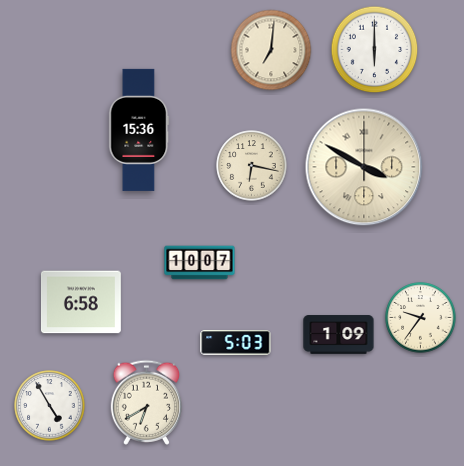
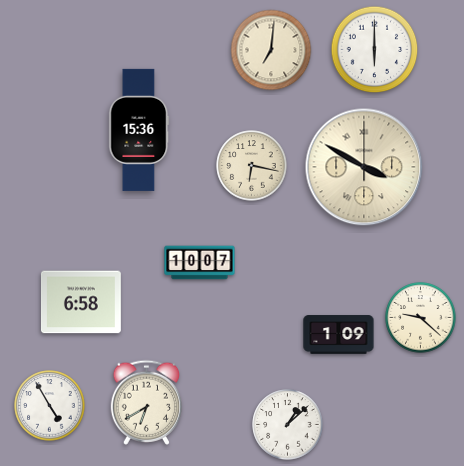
clock at (421, 318): 9:36 -> 9:22
clock at (236, 343): 5:03 -> none
clock at (288, 425): none -> 1:08
